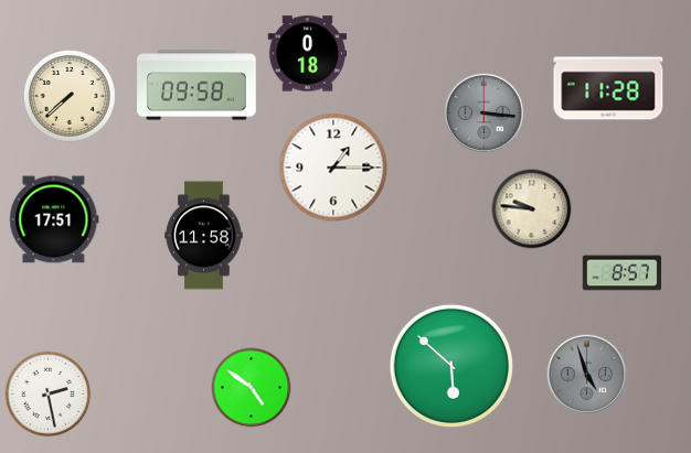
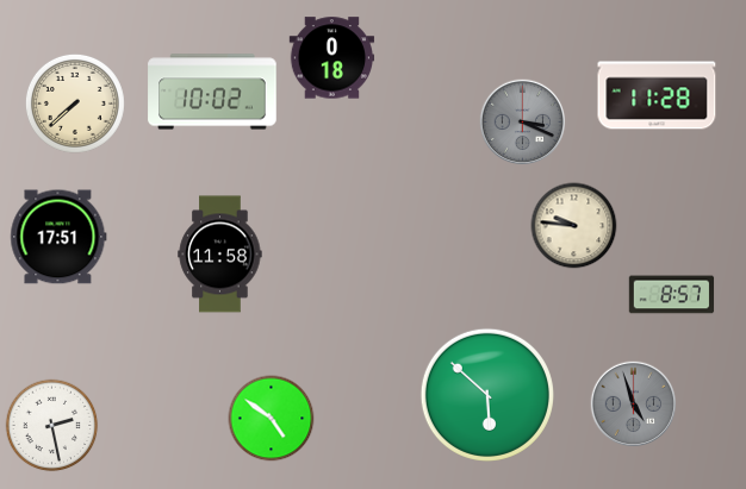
clock at (196, 85): 09:58 -> 10:02
clock at (485, 114): 3:16 -> 3:19
clock at (333, 168): 1:15 -> none
